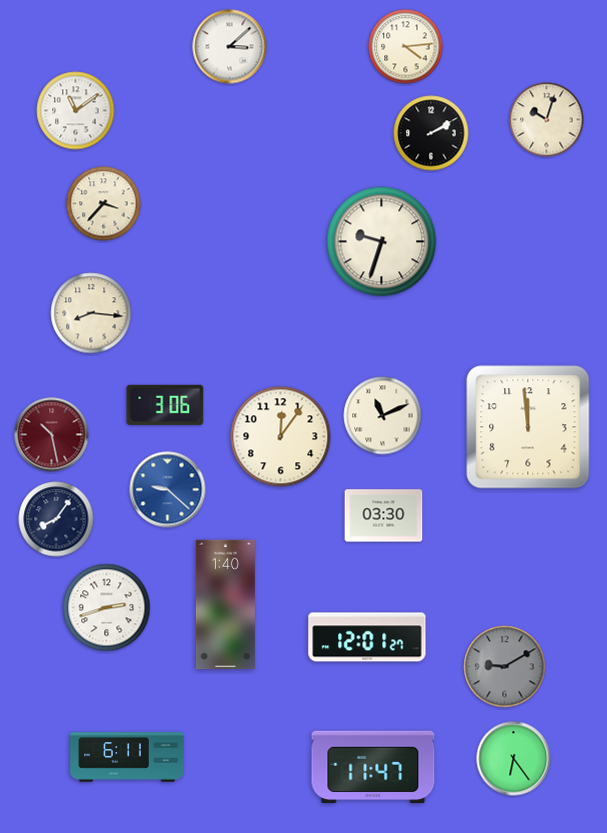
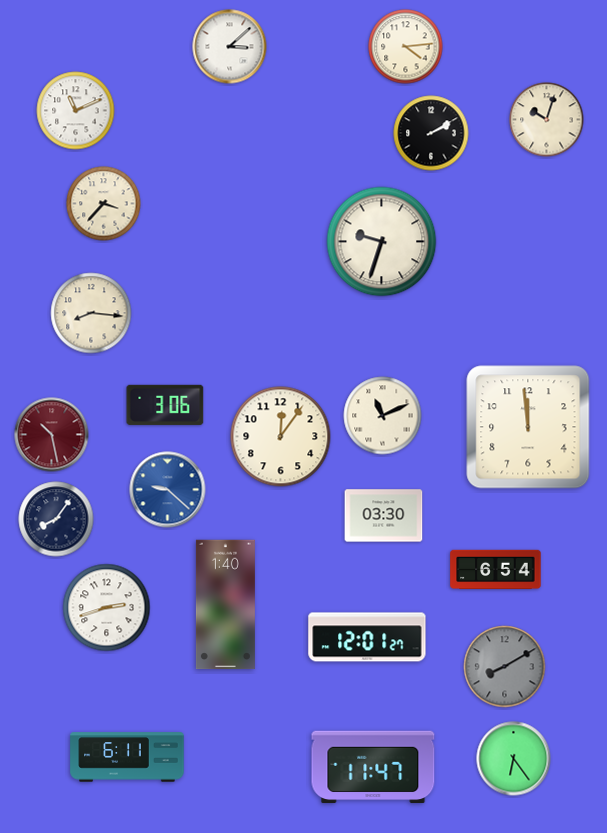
clock at (76, 111): 11:09 -> 11:11
clock at (496, 570): none -> 6:54
clock at (505, 667): 9:10 -> 8:10
